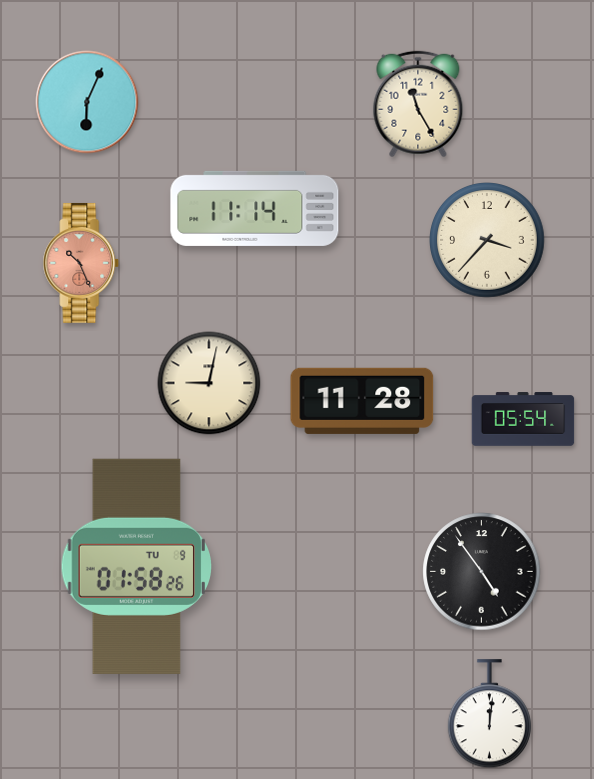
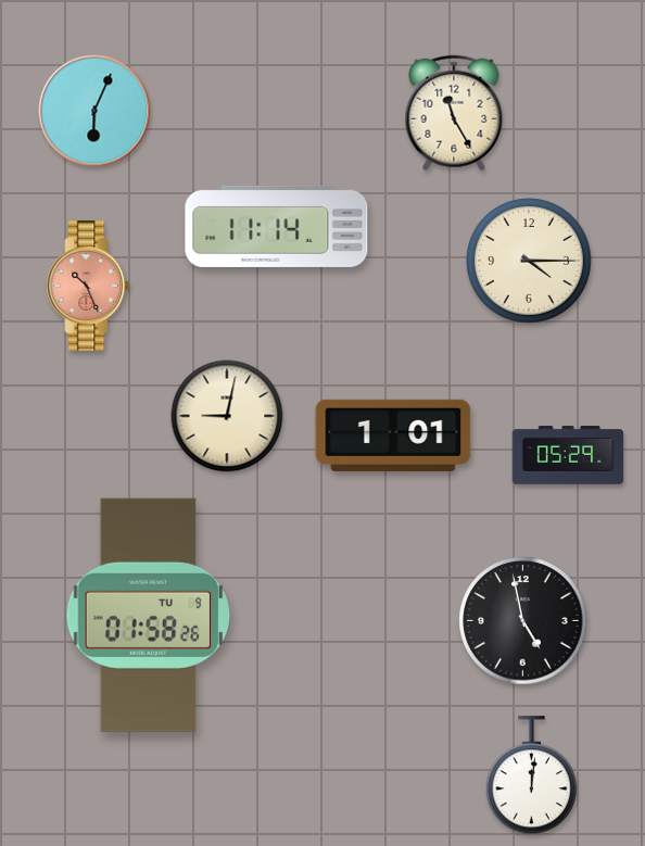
clock at (488, 241): 3:37 -> 4:15
clock at (362, 401): 11:28 -> 1:01
clock at (523, 419): 05:54 -> 05:29
clock at (482, 572): 4:54 -> 4:58
